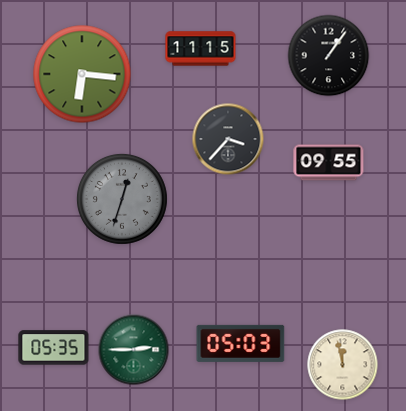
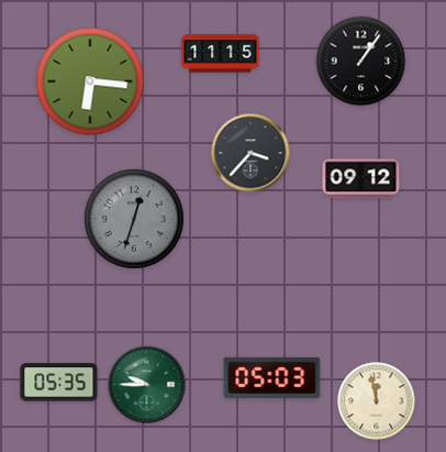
clock at (329, 163): 09:55 -> 09:12
clock at (241, 343) position: (241, 343) -> (272, 377)
clock at (134, 350): 2:45 -> 9:45
